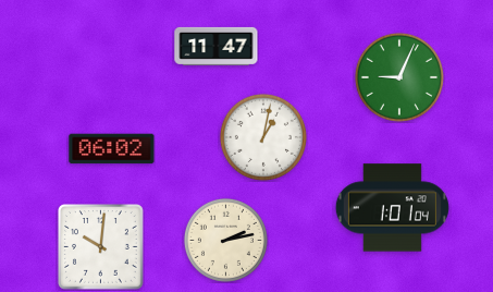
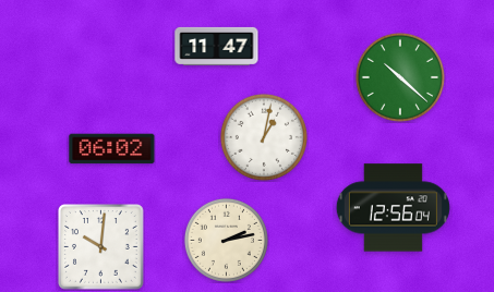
clock at (399, 77): 9:04 -> 10:22
clock at (392, 208): 1:01 -> 12:56
